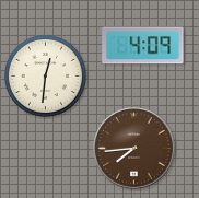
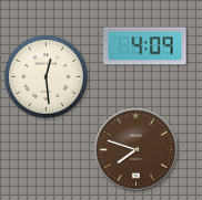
clock at (45, 75): 12:31 -> 12:29
clock at (134, 149): 7:44 -> 7:48
